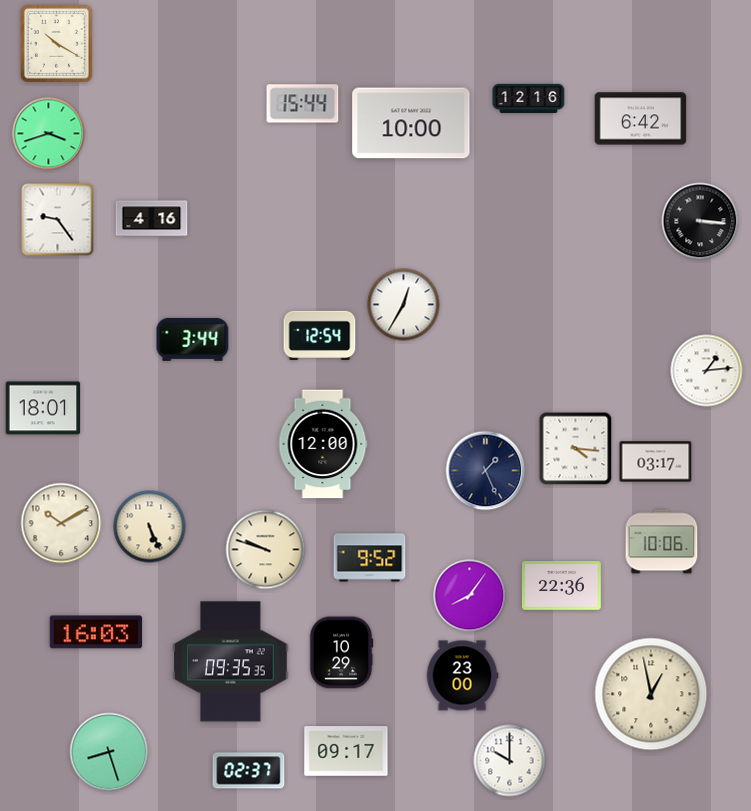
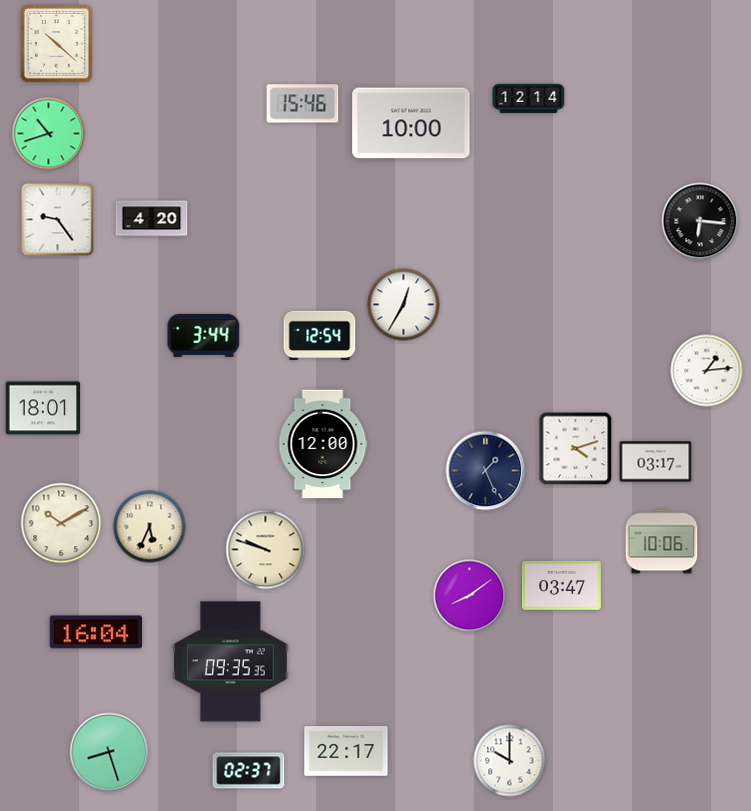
clock at (56, 43): 10:20 -> 10:22
clock at (529, 98): 12:16 -> 12:14
clock at (303, 104): 15:44 -> 15:46
clock at (641, 119): 6:42 -> none
clock at (49, 134): 3:42 -> 10:42
clock at (152, 219): 4:16 -> 4:20
clock at (700, 221): 3:16 -> 6:16
clock at (193, 339) position: (193, 339) -> (204, 335)
clock at (576, 449): 4:16 -> 4:12
clock at (150, 527): 5:26 -> 5:34
clock at (370, 558): 9:52 -> none
clock at (561, 586): 22:36 -> 03:47
clock at (470, 596): 8:06 -> 8:09
clock at (96, 632): 16:03 -> 16:04
clock at (341, 653): 10:29 -> none
clock at (462, 676): 23:00 -> none
clock at (651, 694): 12:58 -> none
clock at (346, 751): 09:17 -> 22:17
